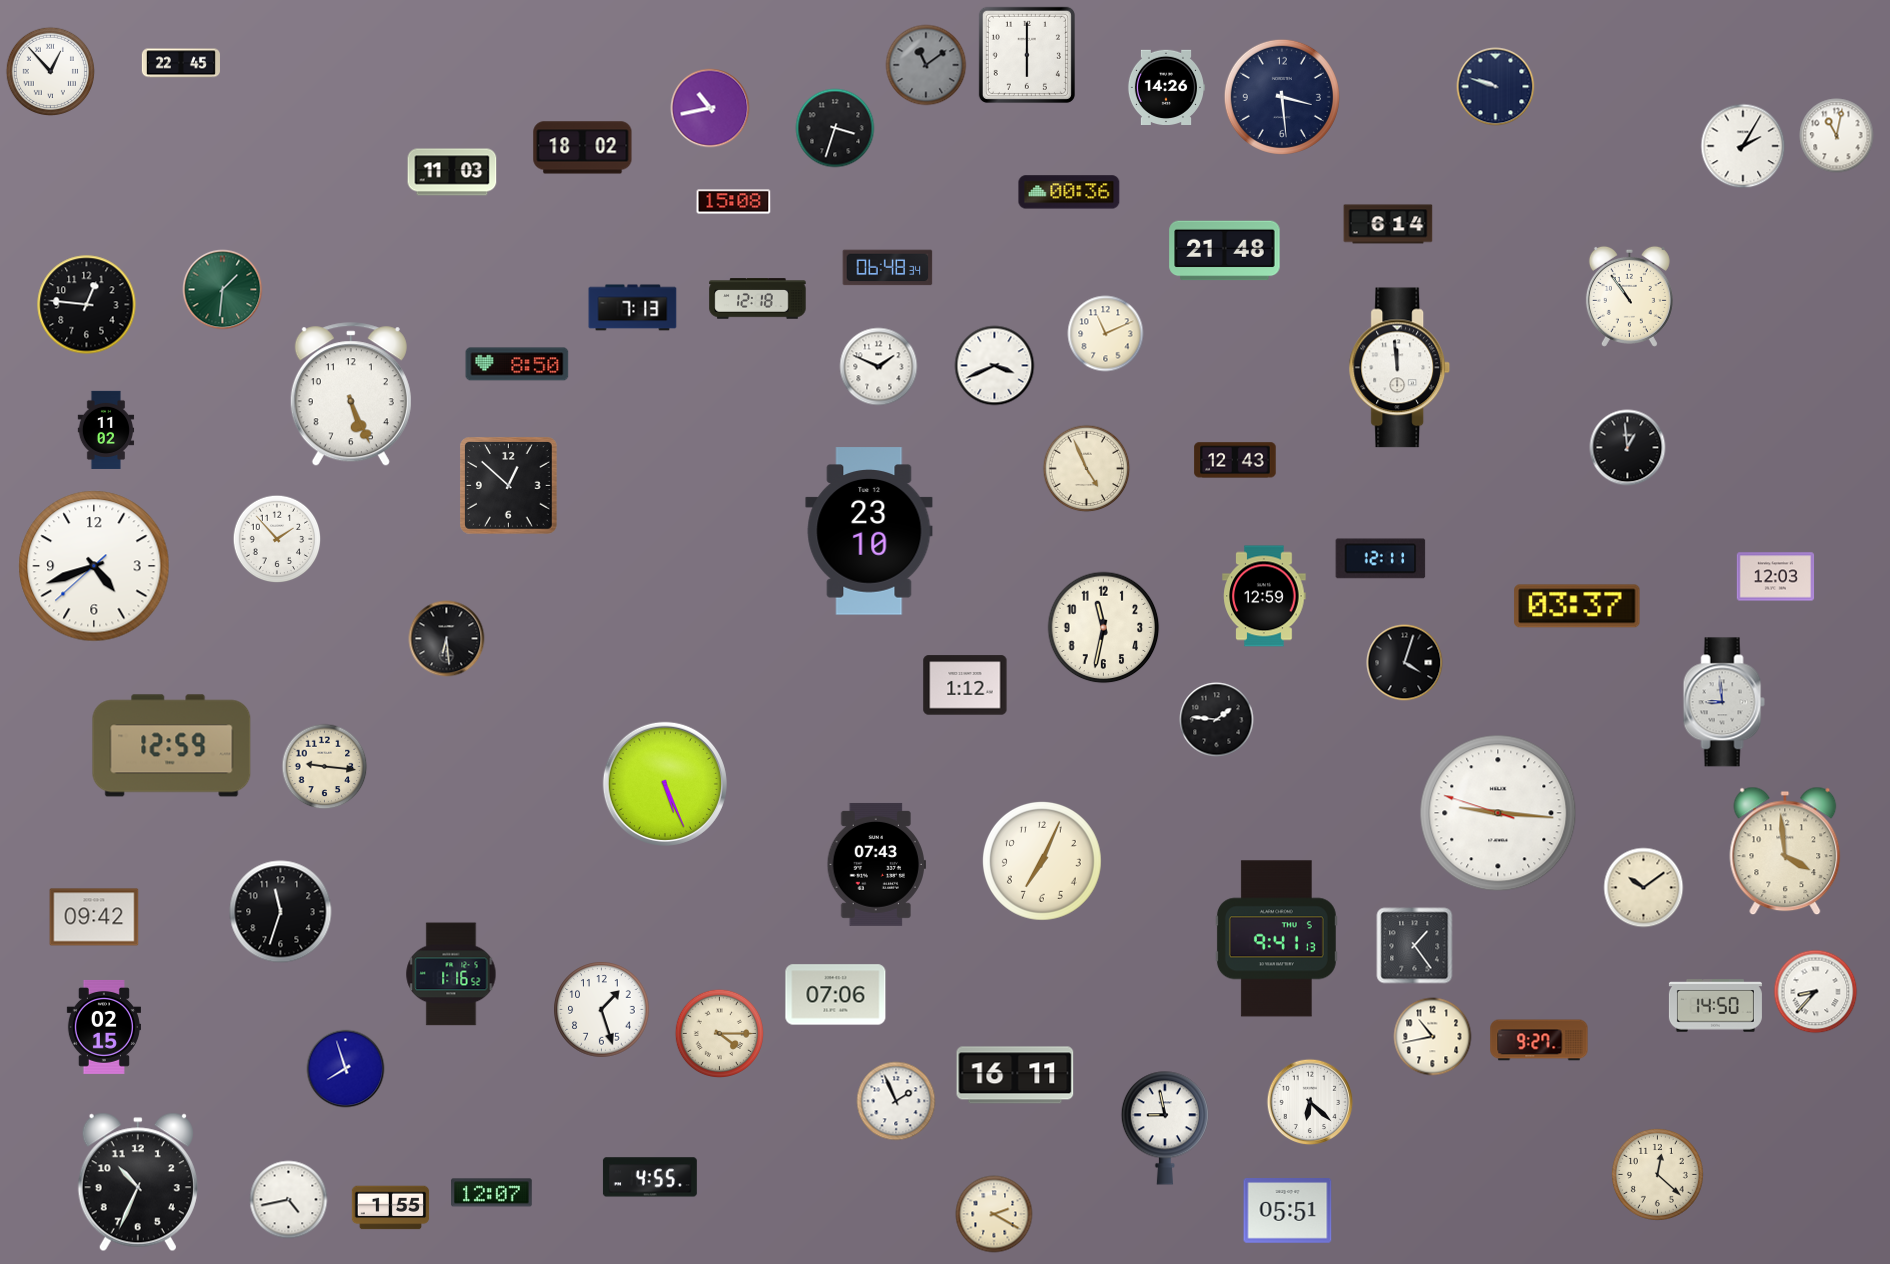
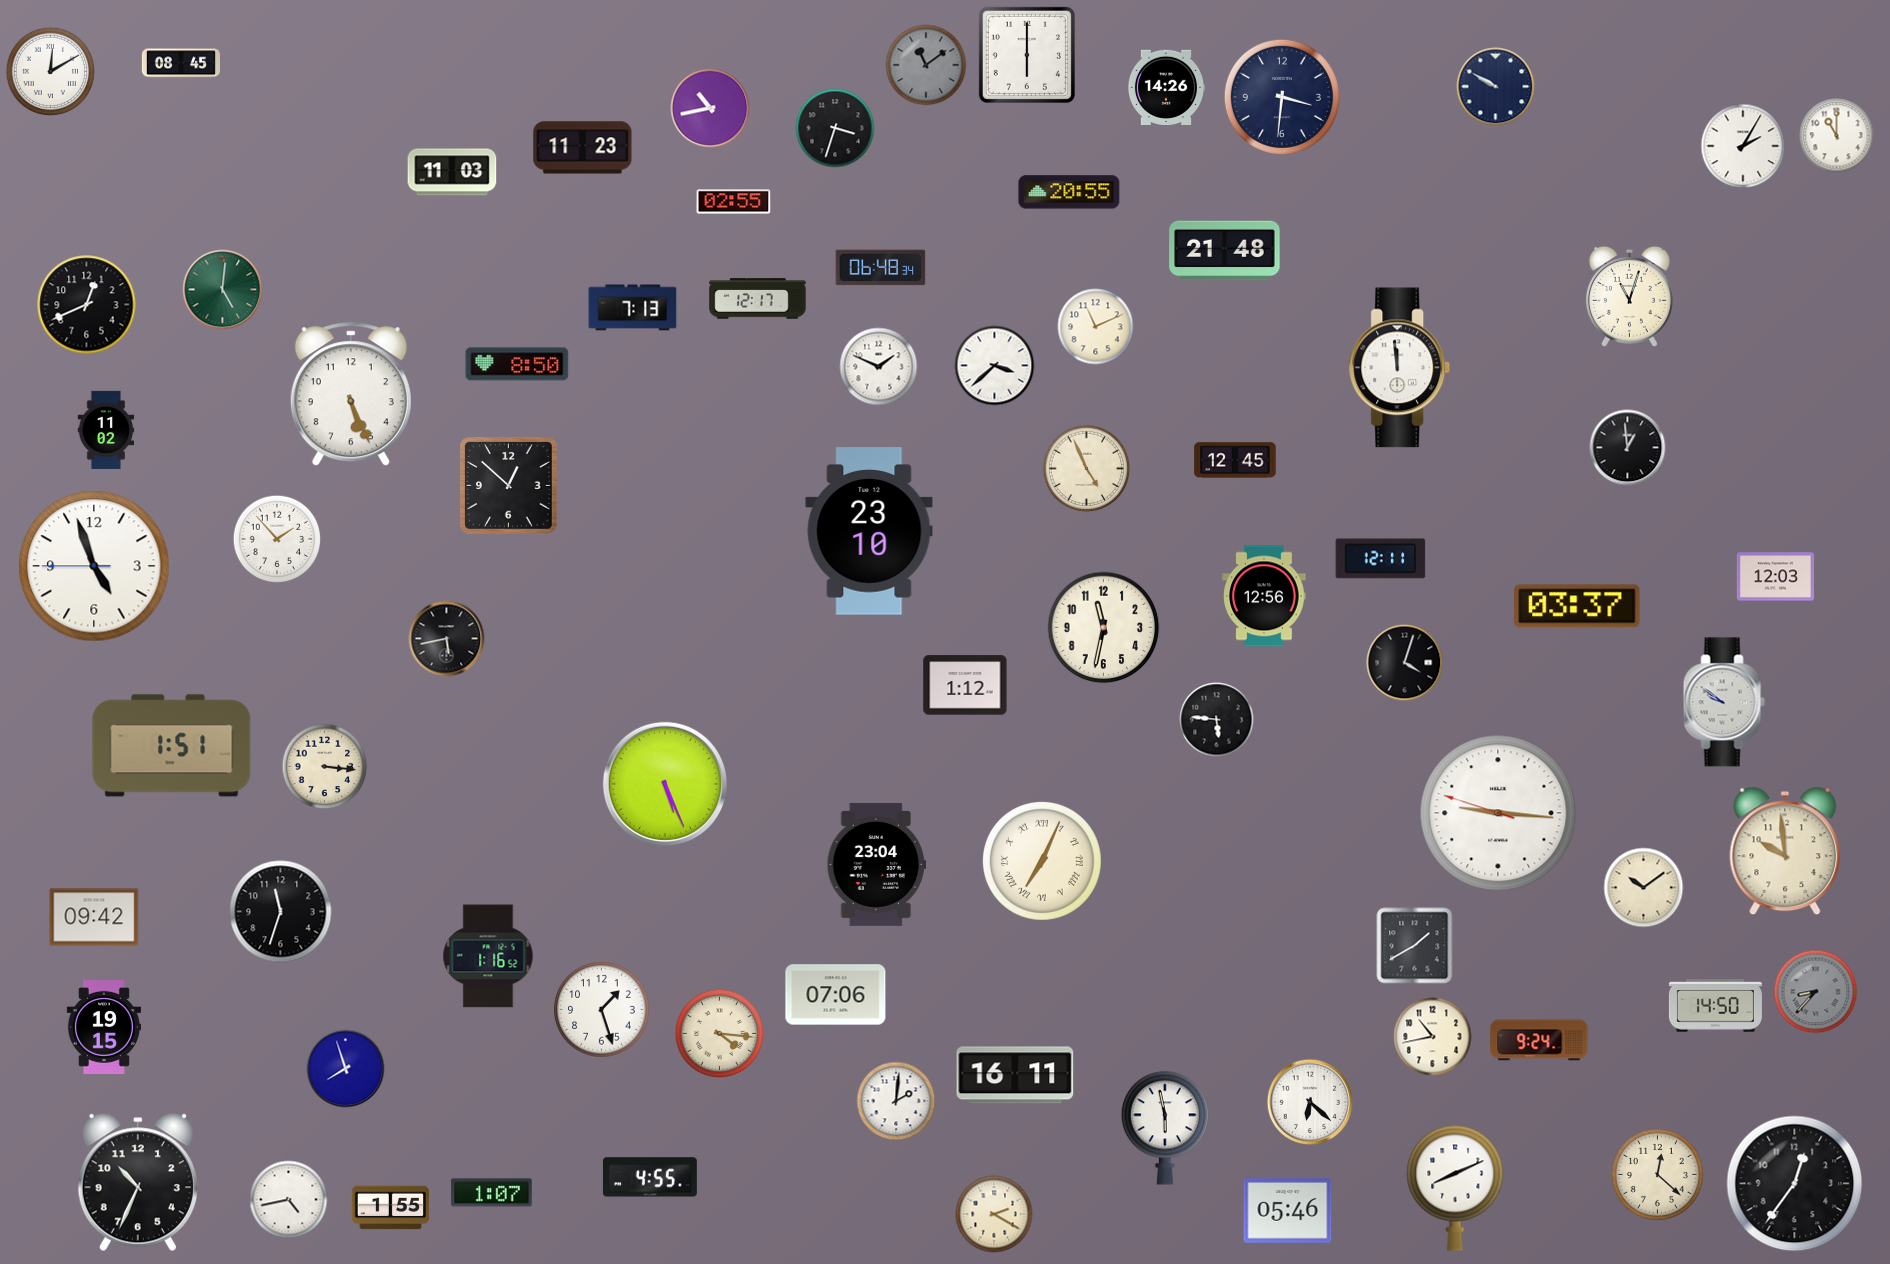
clock at (181, 63): 22:45 -> 08:45
clock at (50, 71): 12:53 -> 12:10
clock at (1496, 87): 9:48 -> 9:50
clock at (1282, 97): 3:29 -> 3:31
clock at (1837, 136): 11:02 -> 11:00
clock at (583, 148): 18:02 -> 11:23
clock at (1069, 192): 00:36 -> 20:55
clock at (734, 202): 15:08 -> 02:55
clock at (1388, 224): 6:14 -> none
clock at (888, 268) position: (888, 268) -> (881, 268)
clock at (223, 290): 1:31 -> 5:01
clock at (1629, 296): 10:54 -> 11:03
clock at (758, 299): 12:18 -> 12:17
clock at (87, 305): 12:46 -> 12:41
clock at (1106, 334) position: (1106, 334) -> (1096, 327)
clock at (995, 366): 3:41 -> 3:38
clock at (1235, 460): 12:43 -> 12:45
clock at (94, 566): 4:41 -> 4:56
clock at (1264, 596): 12:59 -> 12:56
clock at (447, 639): 6:29 -> 5:43
clock at (1724, 702): 8:59 -> 9:51
clock at (1217, 720): 1:46 -> 5:46
clock at (172, 746): 12:59 -> 1:51
clock at (325, 767): 9:16 -> 3:16
clock at (1785, 851): 3:59 -> 9:59
clock at (1042, 861) numerals: Arabic -> Roman
clock at (876, 864): 07:43 -> 23:04
clock at (1276, 939): 9:41 -> none
clock at (1415, 946): 1:24 -> 1:40
clock at (451, 974) position: (451, 974) -> (488, 956)
clock at (1816, 992) dial: white -> grey
clock at (104, 1027): 02:15 -> 19:15
clock at (719, 1033): 4:15 -> 4:16
clock at (1539, 1040): 9:27 -> 9:24
clock at (896, 1101): 1:56 -> 2:01
clock at (1165, 1128): 8:58 -> 5:58
clock at (1795, 1184): none -> 12:36
clock at (1455, 1188): none -> 8:11
clock at (492, 1193): 12:07 -> 1:07
clock at (1288, 1211): 05:51 -> 05:46
